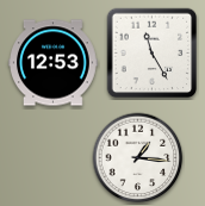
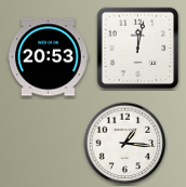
clock at (153, 54): 11:25 -> 12:02
clock at (54, 63): 12:53 -> 20:53
